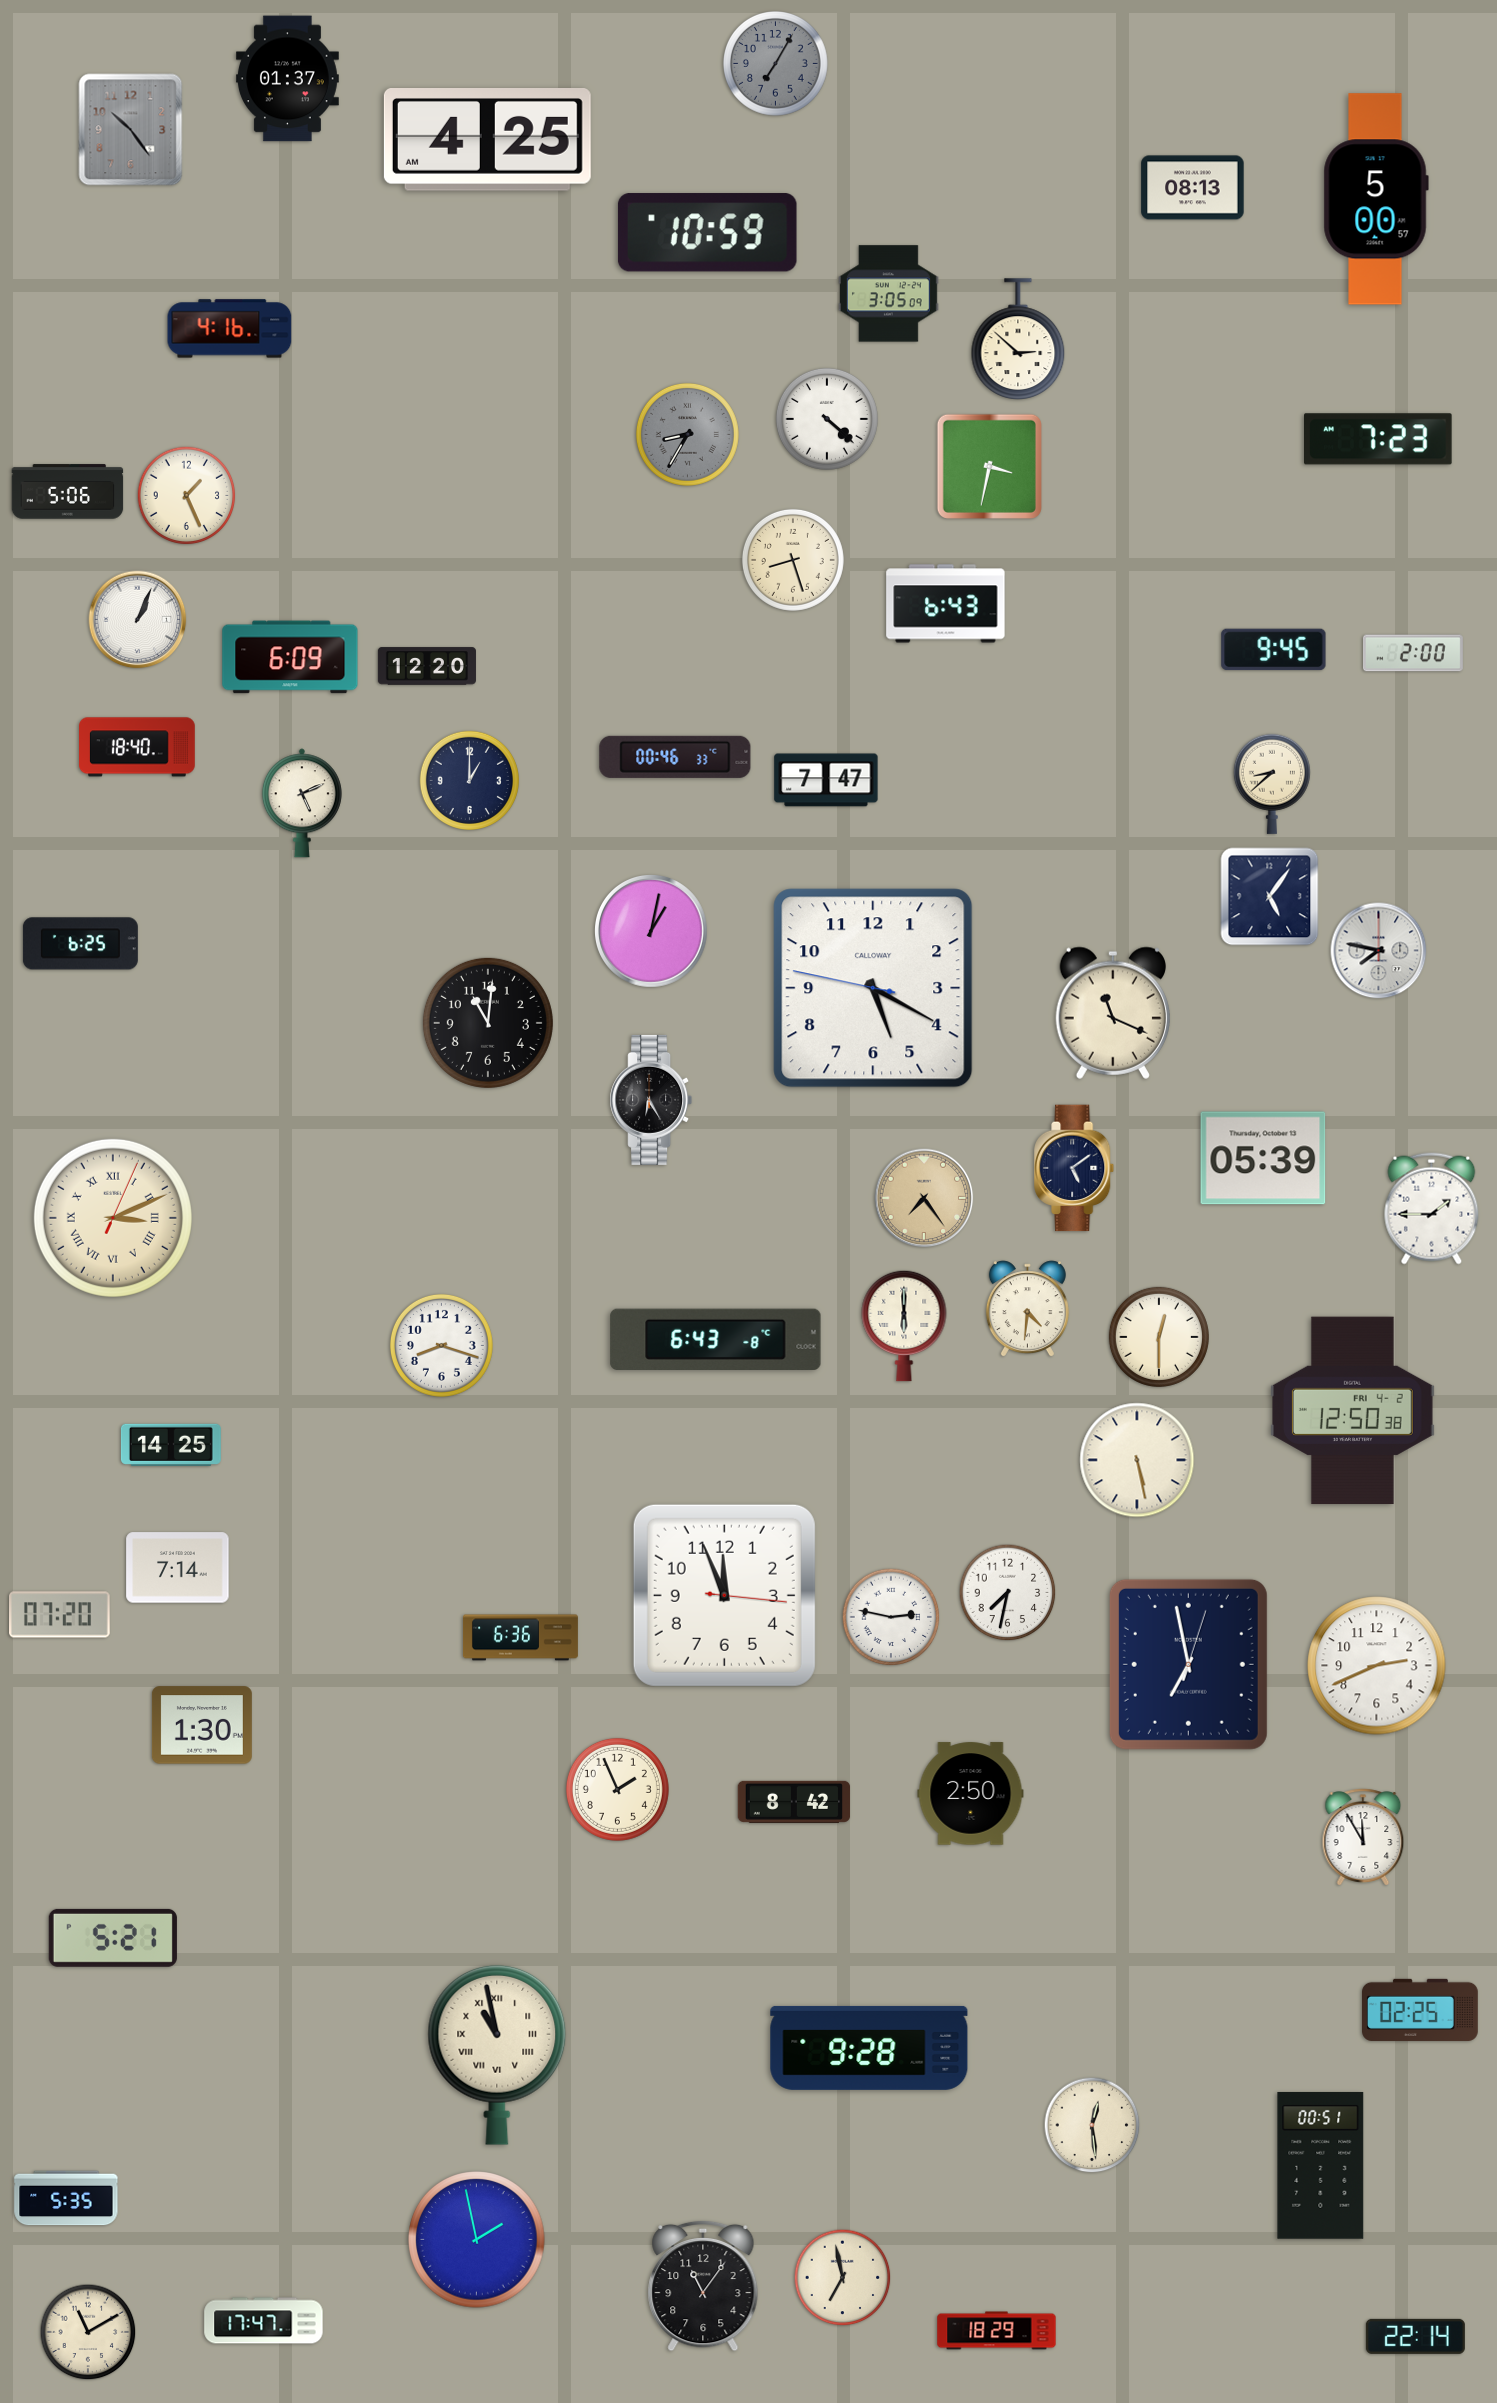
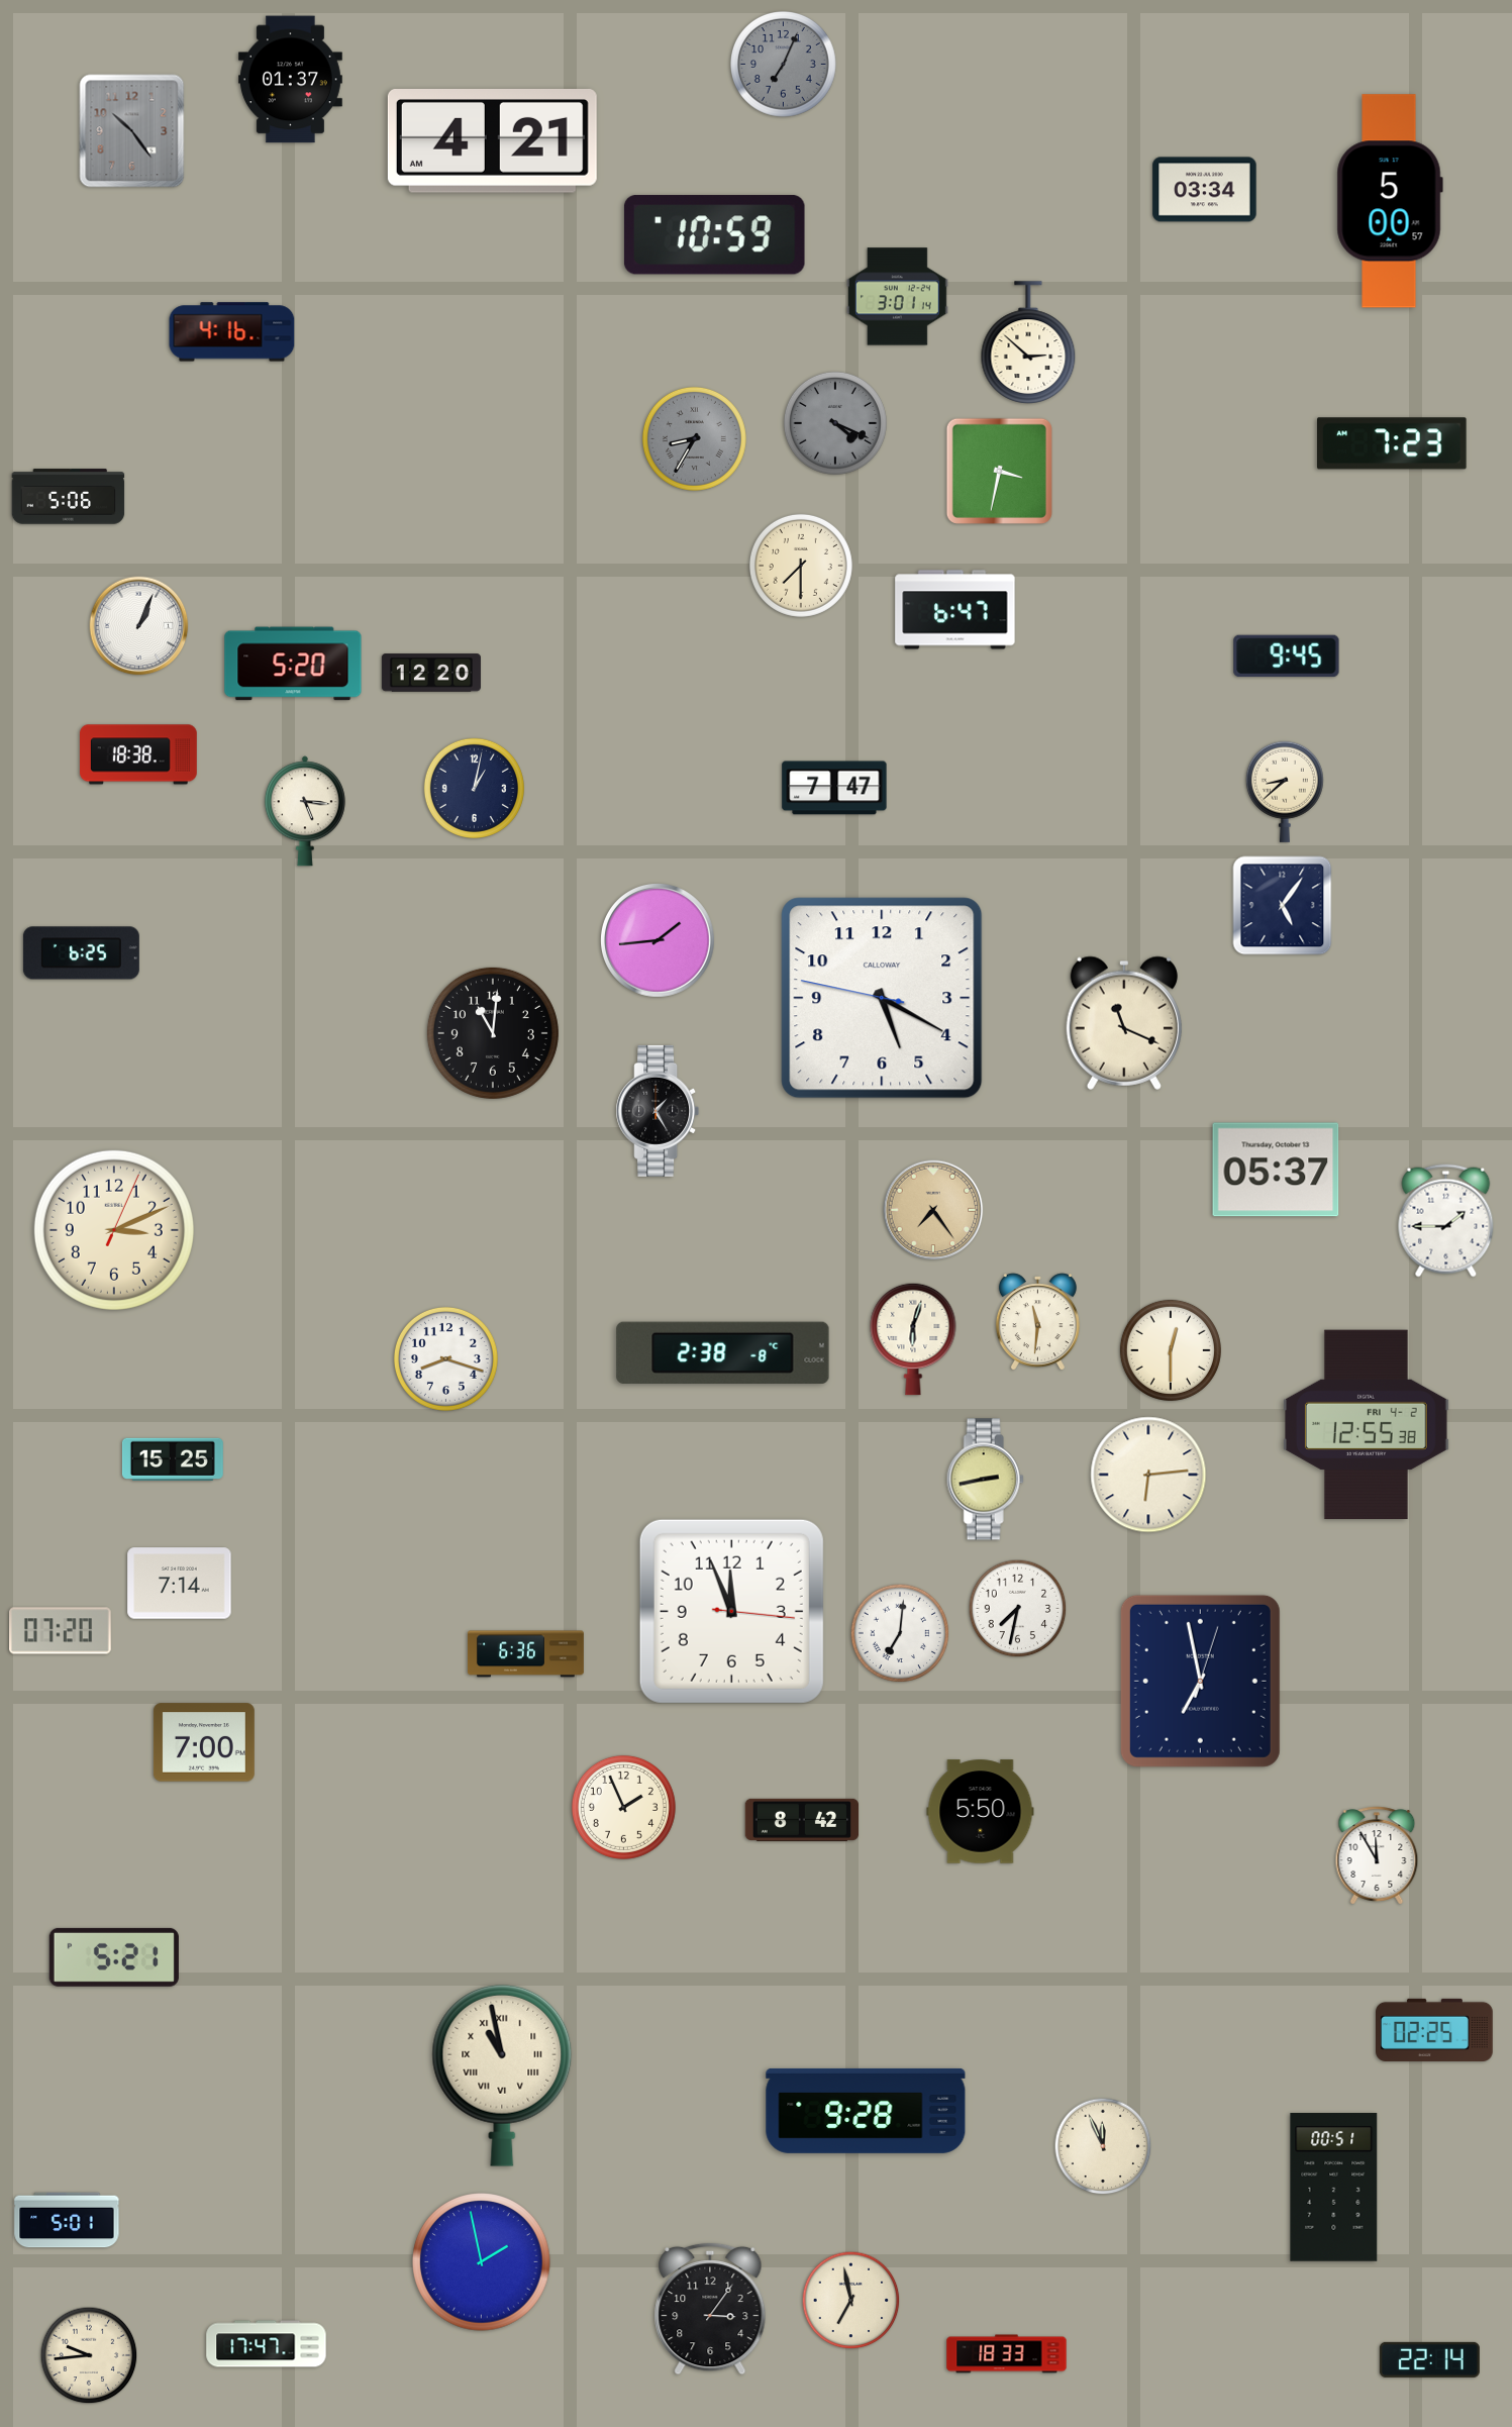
clock at (776, 64): 7:05 -> 7:04
clock at (487, 140): 4:25 -> 4:21
clock at (1193, 188): 08:13 -> 03:34
clock at (889, 294): 3:05 -> 3:01
clock at (827, 419): 4:22 -> 4:19
clock at (827, 419) dial: white -> grey
clock at (187, 496): 1:26 -> none
clock at (793, 560): 8:27 -> 7:30
clock at (946, 604): 6:43 -> 6:47
clock at (1413, 653): 2:00 -> none
clock at (290, 657): 6:09 -> 5:20
clock at (138, 747): 18:40 -> 18:38
clock at (675, 757): 00:46 -> none
clock at (469, 780): 1:00 -> 1:02
clock at (302, 803): 5:11 -> 5:16
clock at (652, 932): 1:02 -> 1:44
clock at (1379, 951): 7:47 -> none
clock at (651, 1100): 6:25 -> 1:25
clock at (1263, 1158): 05:39 -> 05:37
clock at (1075, 1168): 5:09 -> none
clock at (113, 1218) numerals: Roman -> Arabic
clock at (1027, 1309): 4:31 -> 11:31
clock at (904, 1326): 6:00 -> 6:03
clock at (716, 1339): 6:43 -> 2:38
clock at (1353, 1411): 12:50 -> 12:55
clock at (171, 1445): 14:25 -> 15:25
clock at (1137, 1460): 5:28 -> 6:14
clock at (985, 1480): none -> 2:43
clock at (891, 1617): 2:47 -> 7:01
clock at (1377, 1666): 2:41 -> none
clock at (202, 1725): 1:30 -> 7:00
clock at (971, 1794): 2:50 -> 5:50
clock at (869, 2048) position: (869, 2048) -> (866, 2111)
clock at (1092, 2125): 12:29 -> 11:56
clock at (66, 2198): 5:35 -> 5:01
clock at (703, 2286): 11:06 -> 3:06
clock at (997, 2331): 18:29 -> 18:33
clock at (88, 2332): 11:10 -> 9:44
